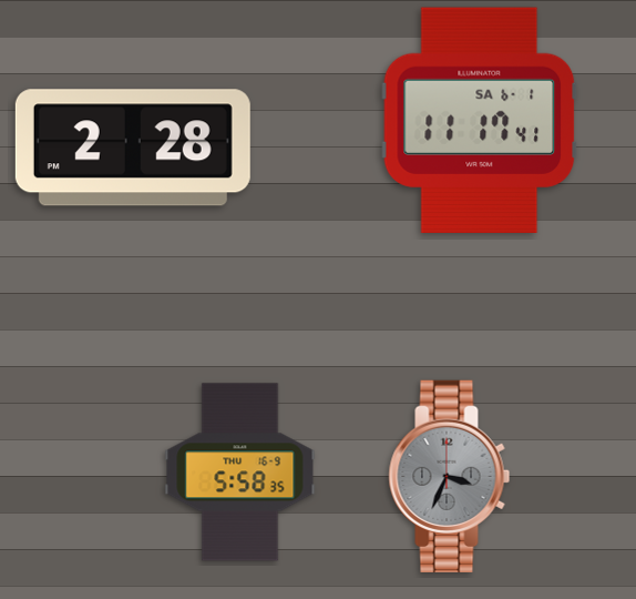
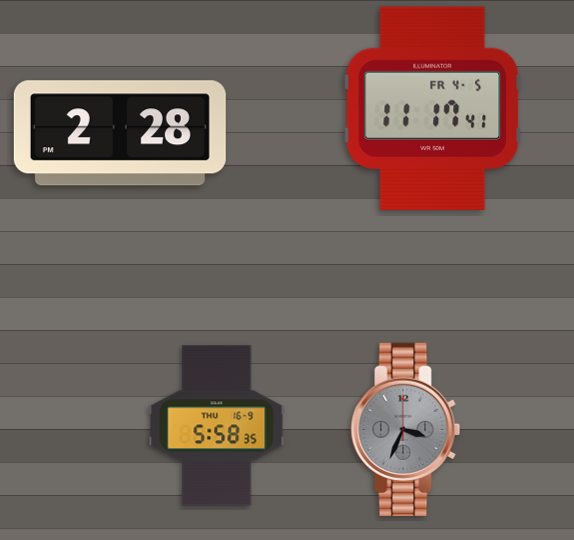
clock at (480, 121) date: SA 6-1 -> FR 4-5
